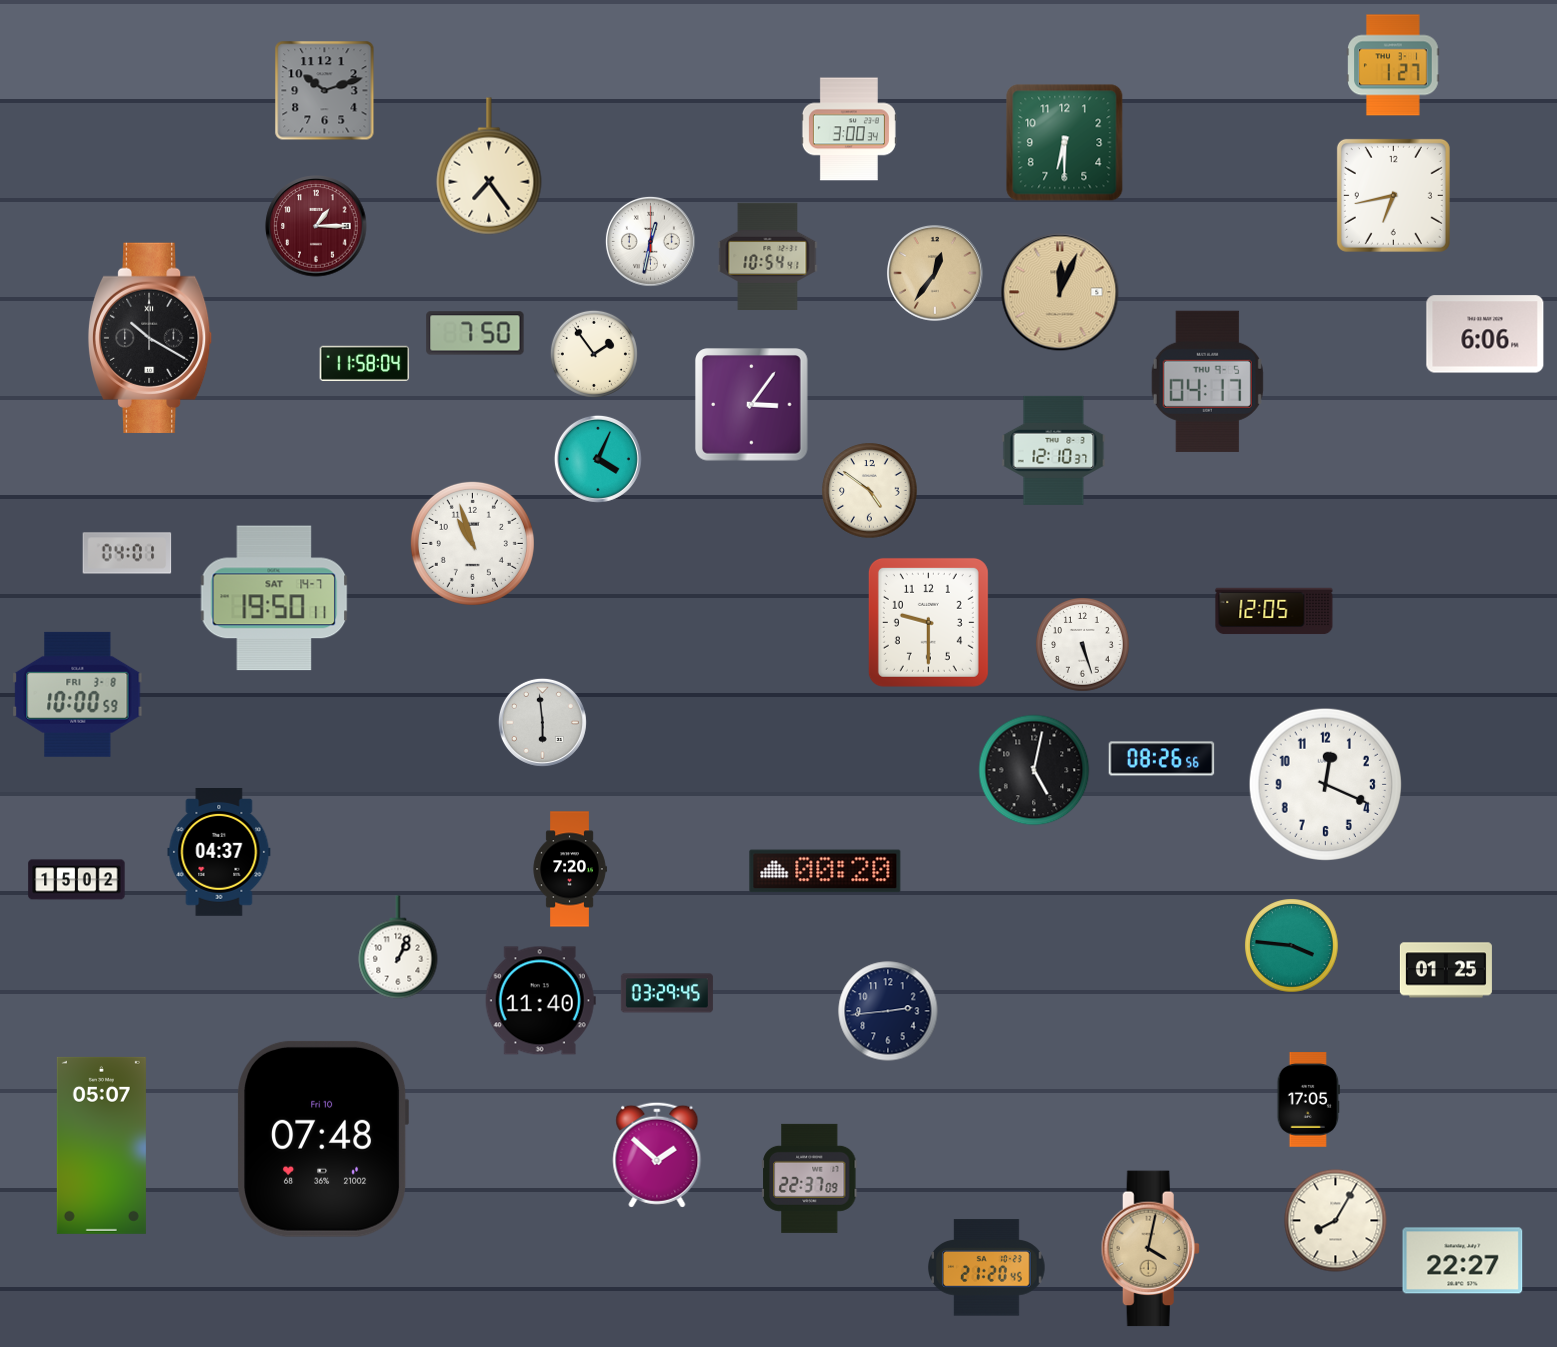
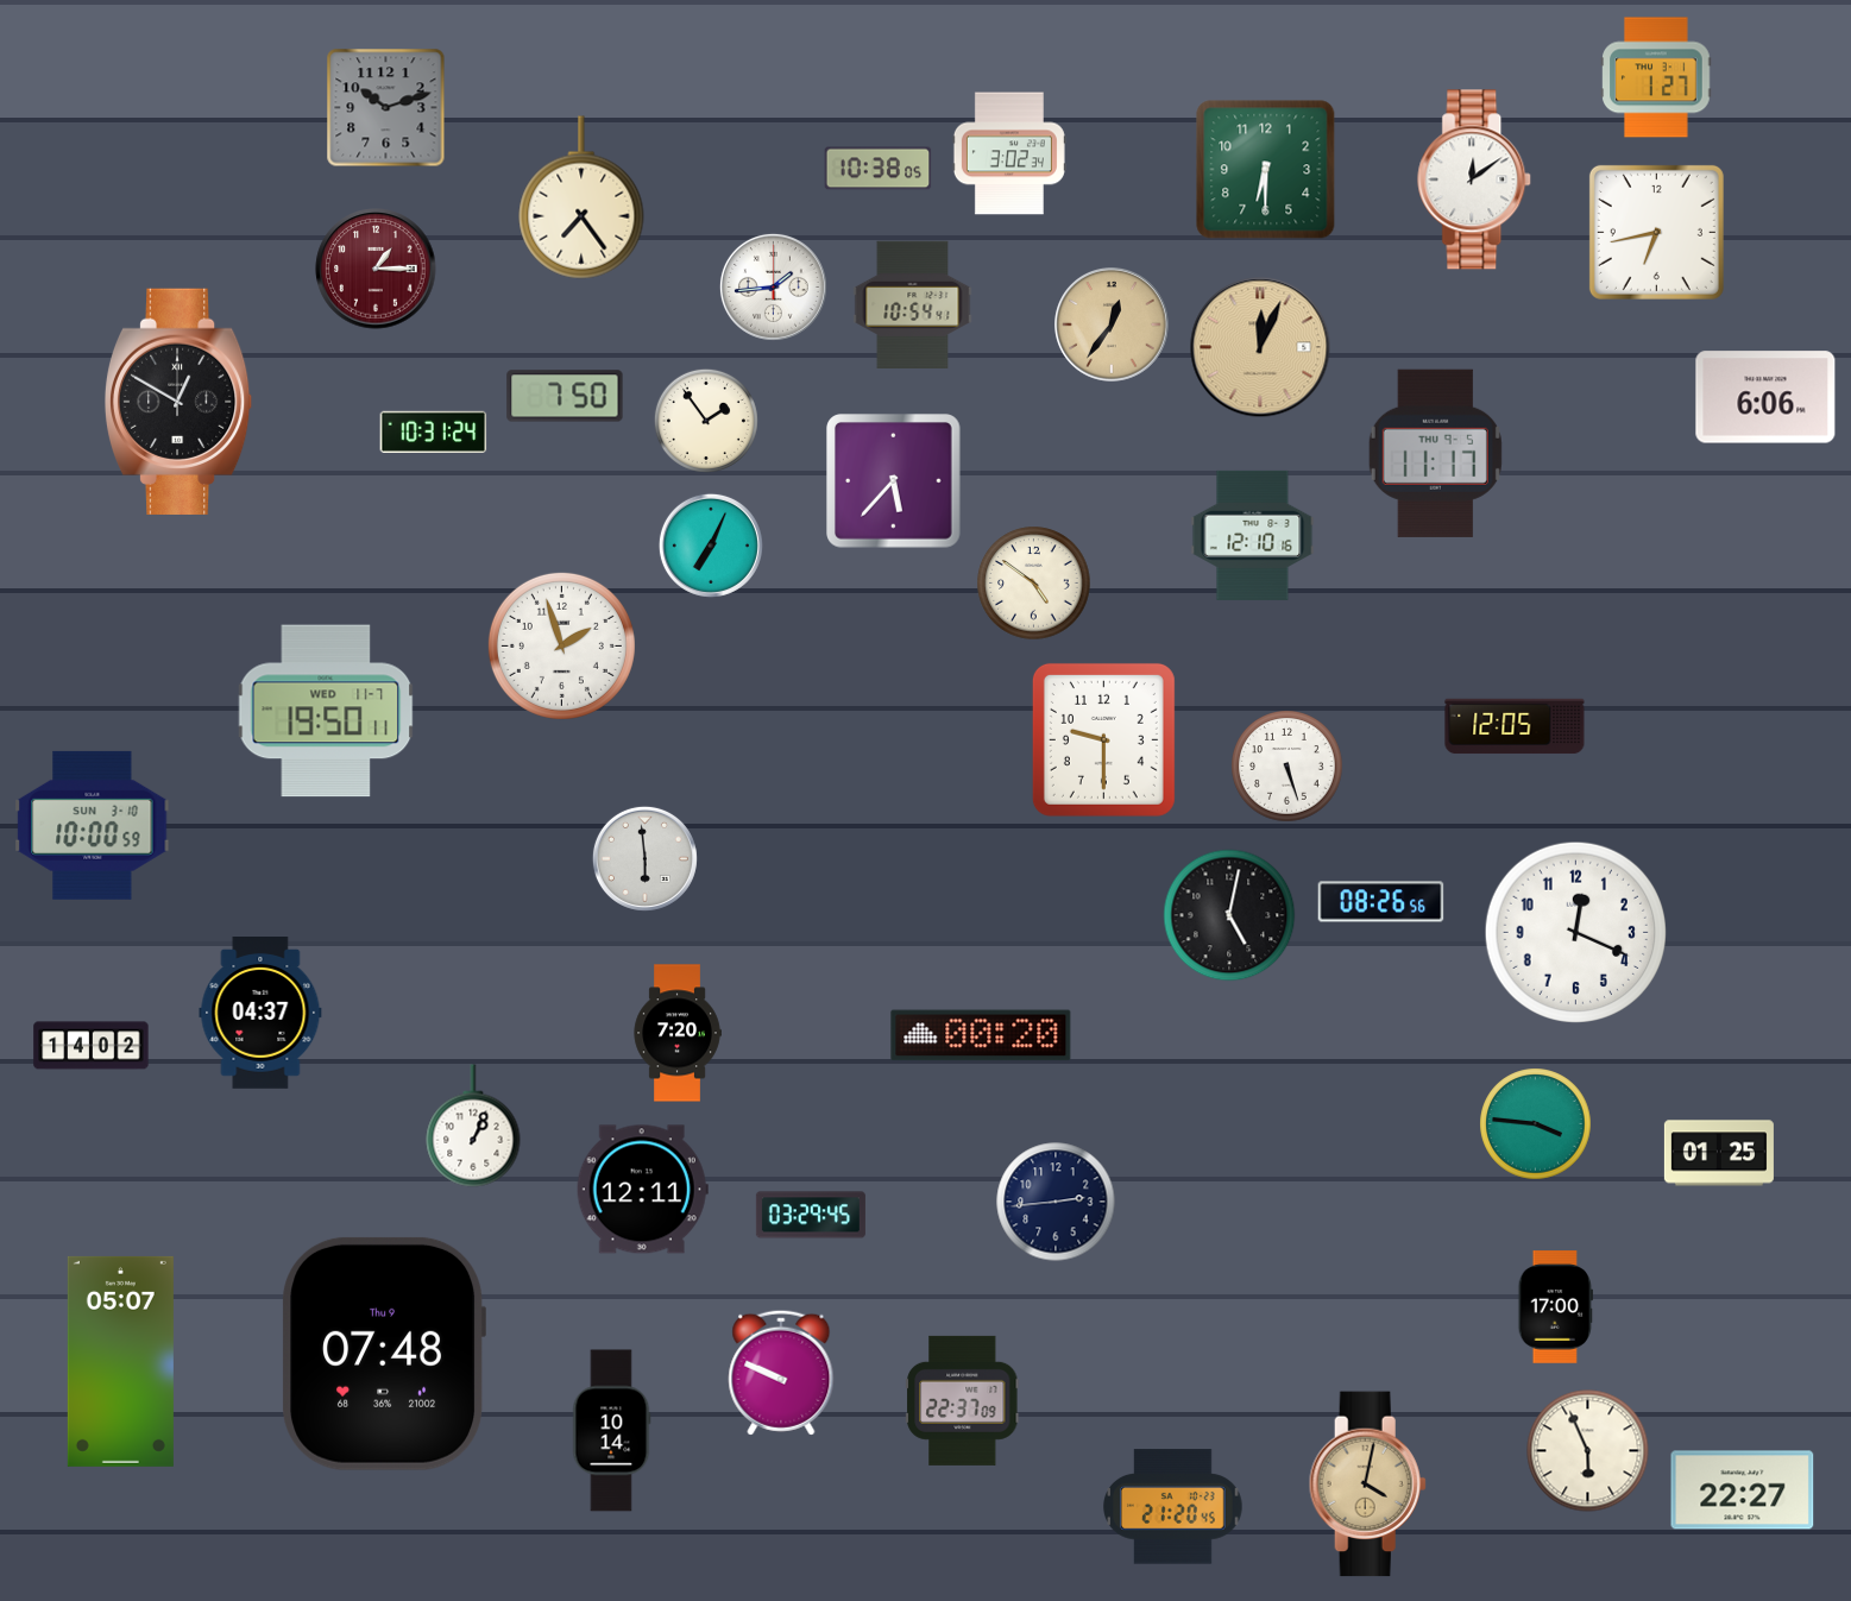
clock at (849, 129): 3:00 -> 3:02
clock at (879, 169): none -> 10:38
clock at (1475, 179): none -> 12:09
clock at (650, 241): 12:32 -> 1:44
clock at (150, 338): 10:20 -> 12:50
clock at (365, 363): 11:58 -> 10:31
clock at (1207, 381): 04:17 -> 11:17
clock at (752, 405): 3:06 -> 5:37
clock at (1054, 450): 12:10:37 -> 12:10:16
clock at (598, 459): 4:04 -> 7:04
clock at (472, 543): 10:57 -> 1:57
clock at (127, 553): 04:01 -> none
clock at (274, 598) date: SAT 14-7 -> WED 11-7
clock at (78, 694) date: FRI 3-8 -> SUN 3-10
clock at (77, 880): 15:02 -> 14:02
clock at (667, 993) position: (667, 993) -> (811, 1215)
clock at (540, 1001): 11:40 -> 12:11
clock at (1308, 1100): 17:05 -> 17:00
clock at (322, 1139) date: Fri 10 -> Thu 9
clock at (657, 1155): 1:52 -> 9:49
clock at (611, 1431): none -> 10:14
clock at (1336, 1221): 8:05 -> 5:56
clock at (1463, 1261) position: (1463, 1261) -> (1743, 1490)
